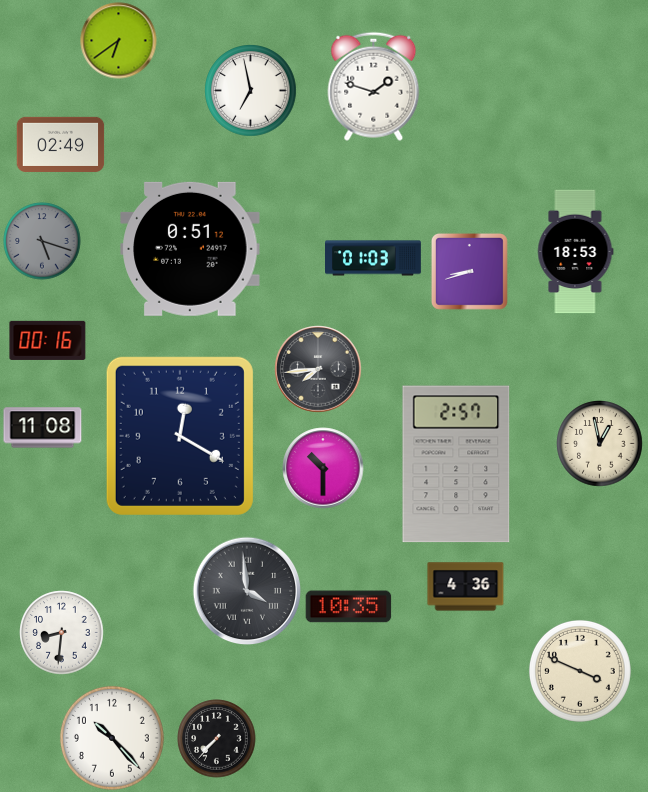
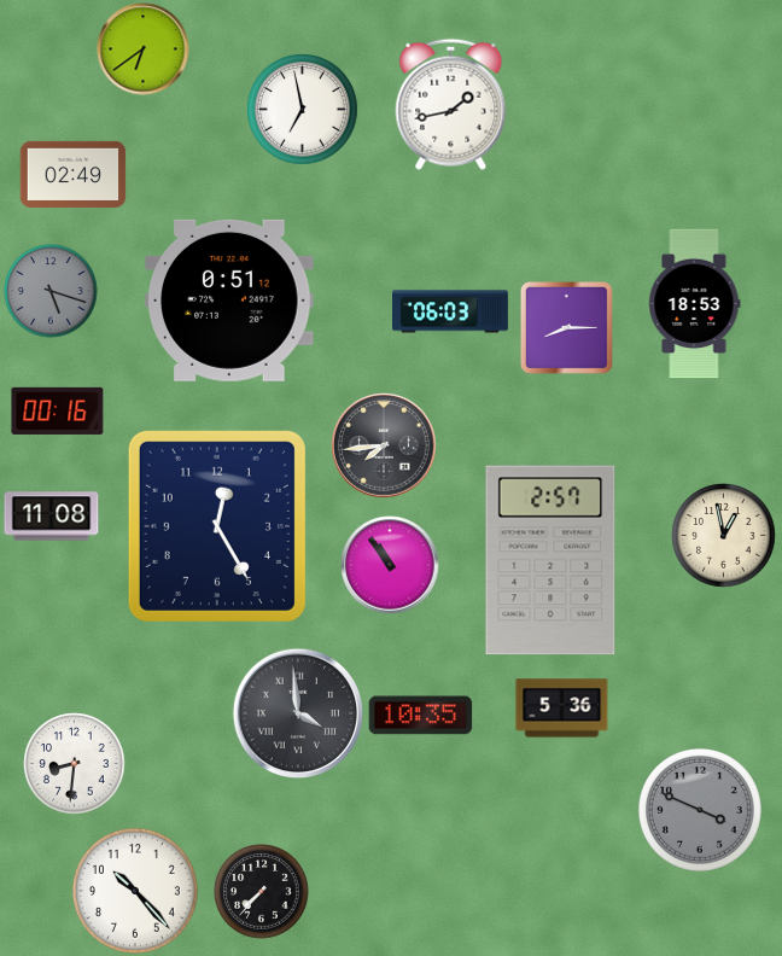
clock at (374, 86): 1:48 -> 1:43
clock at (374, 258): 01:03 -> 06:03
clock at (469, 271): 8:42 -> 8:15
clock at (180, 436): 12:20 -> 12:25
clock at (323, 468): 10:30 -> 10:54
clock at (466, 587): 4:36 -> 5:36
clock at (349, 607) position: (349, 607) -> (421, 716)
clock at (580, 671) dial: cream -> grey
